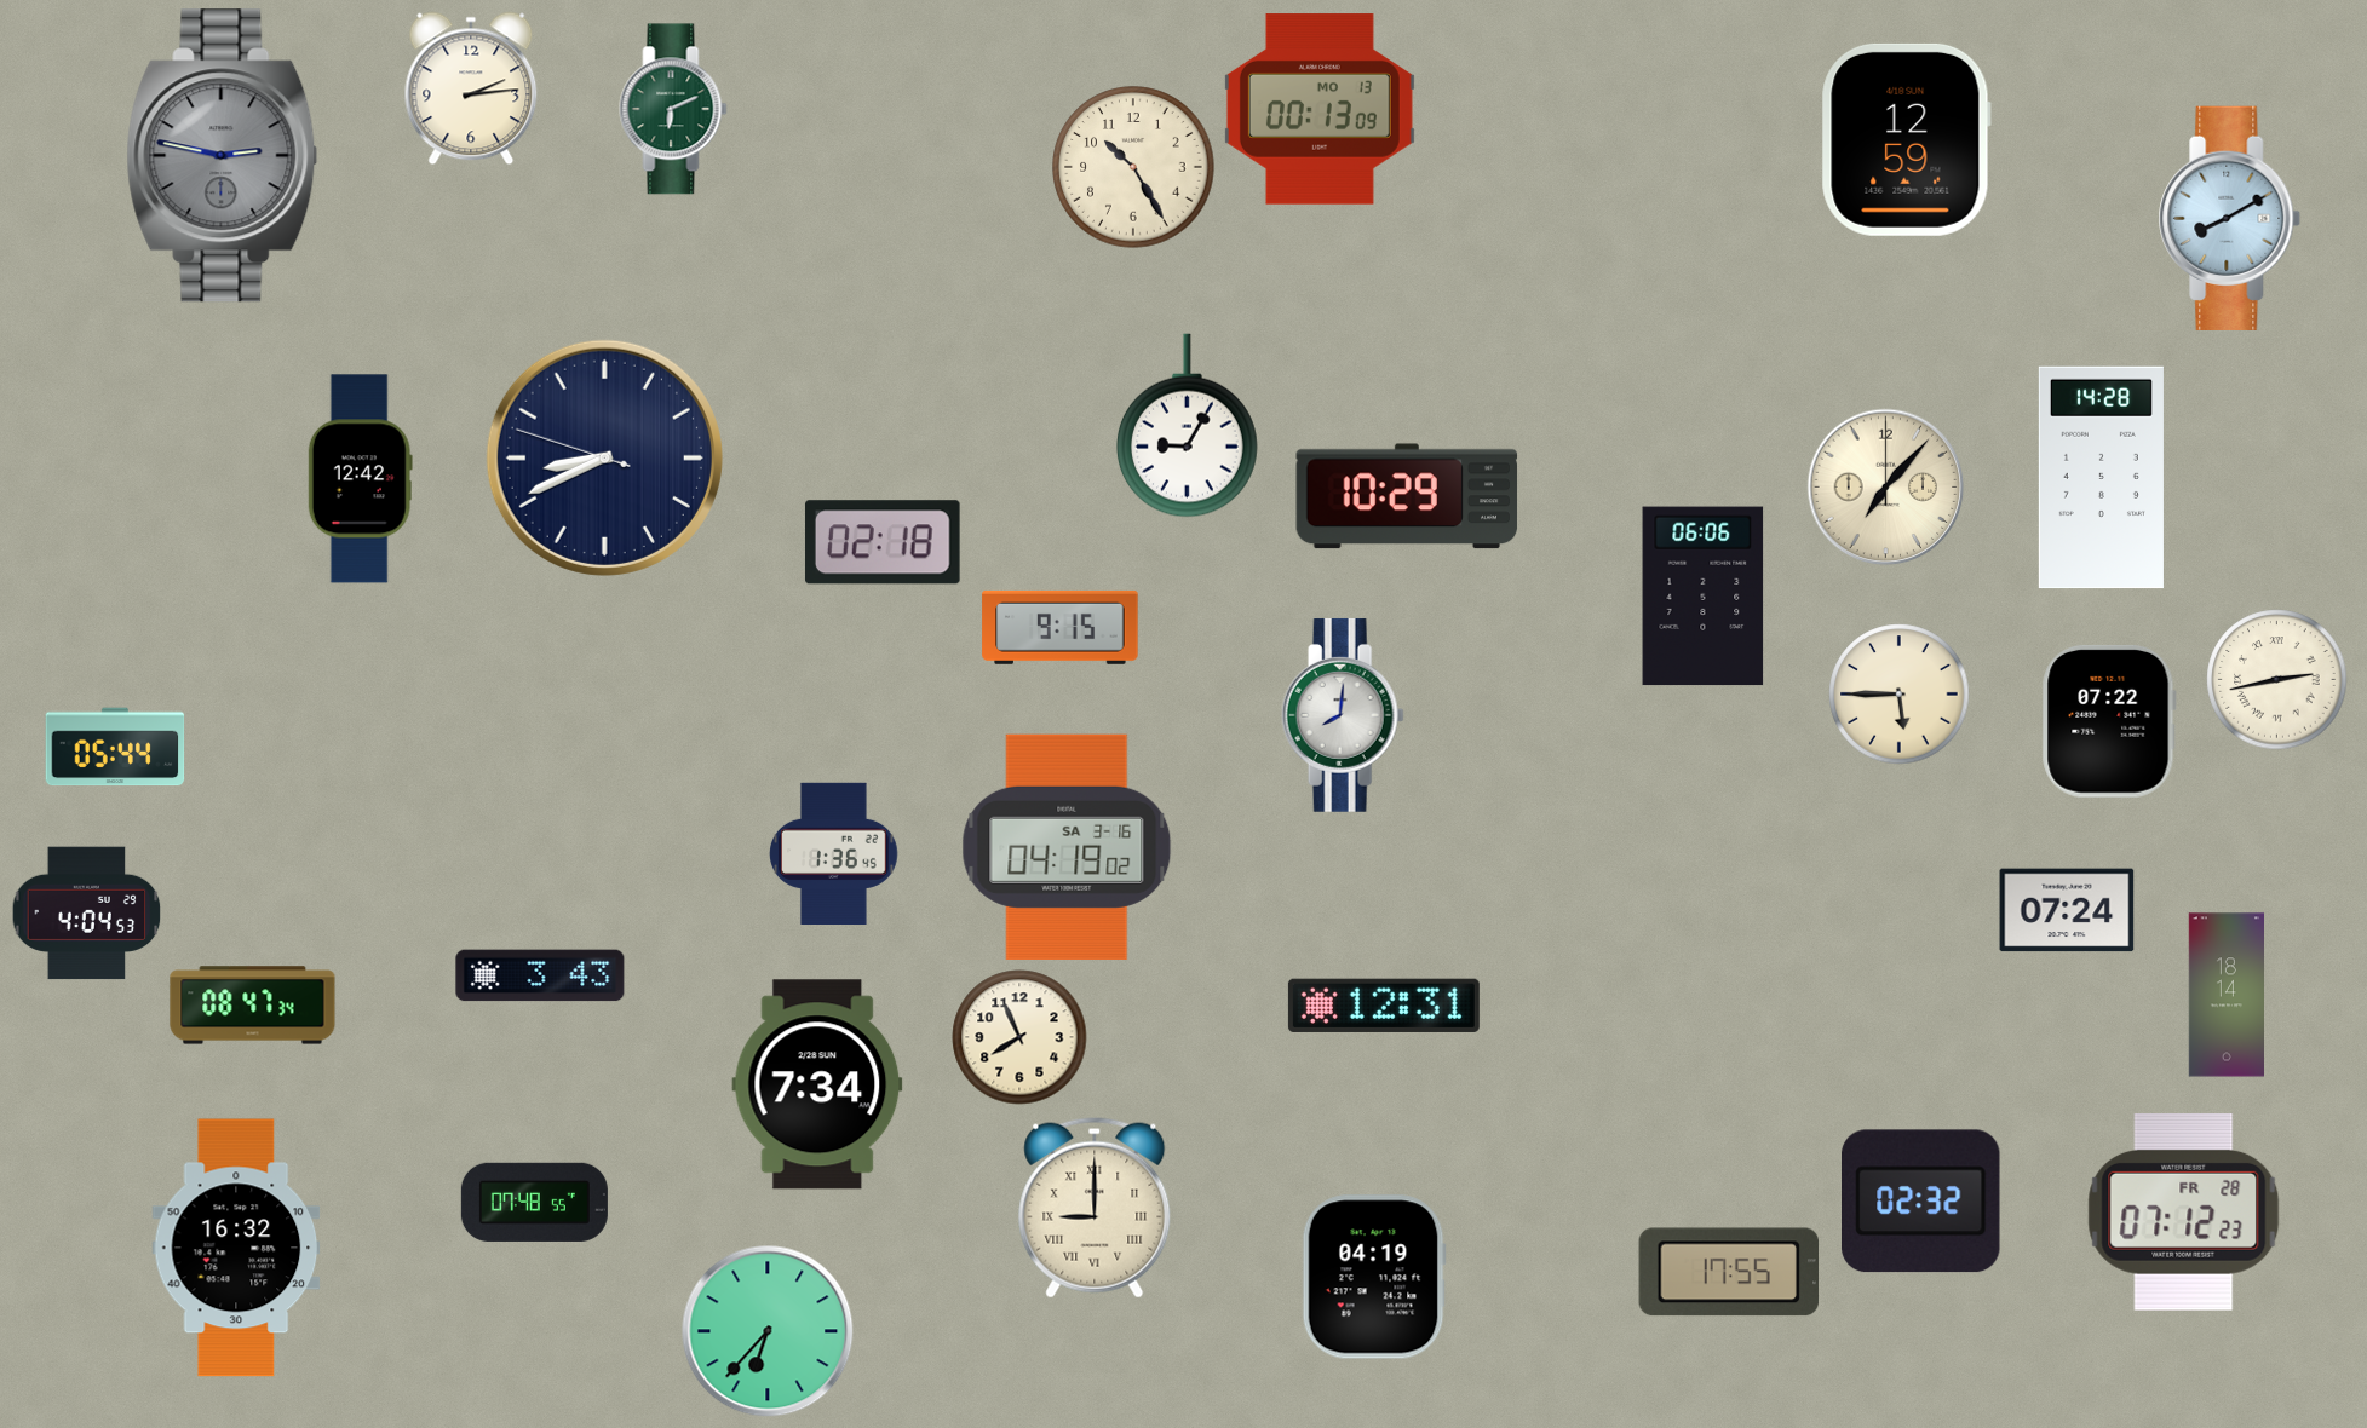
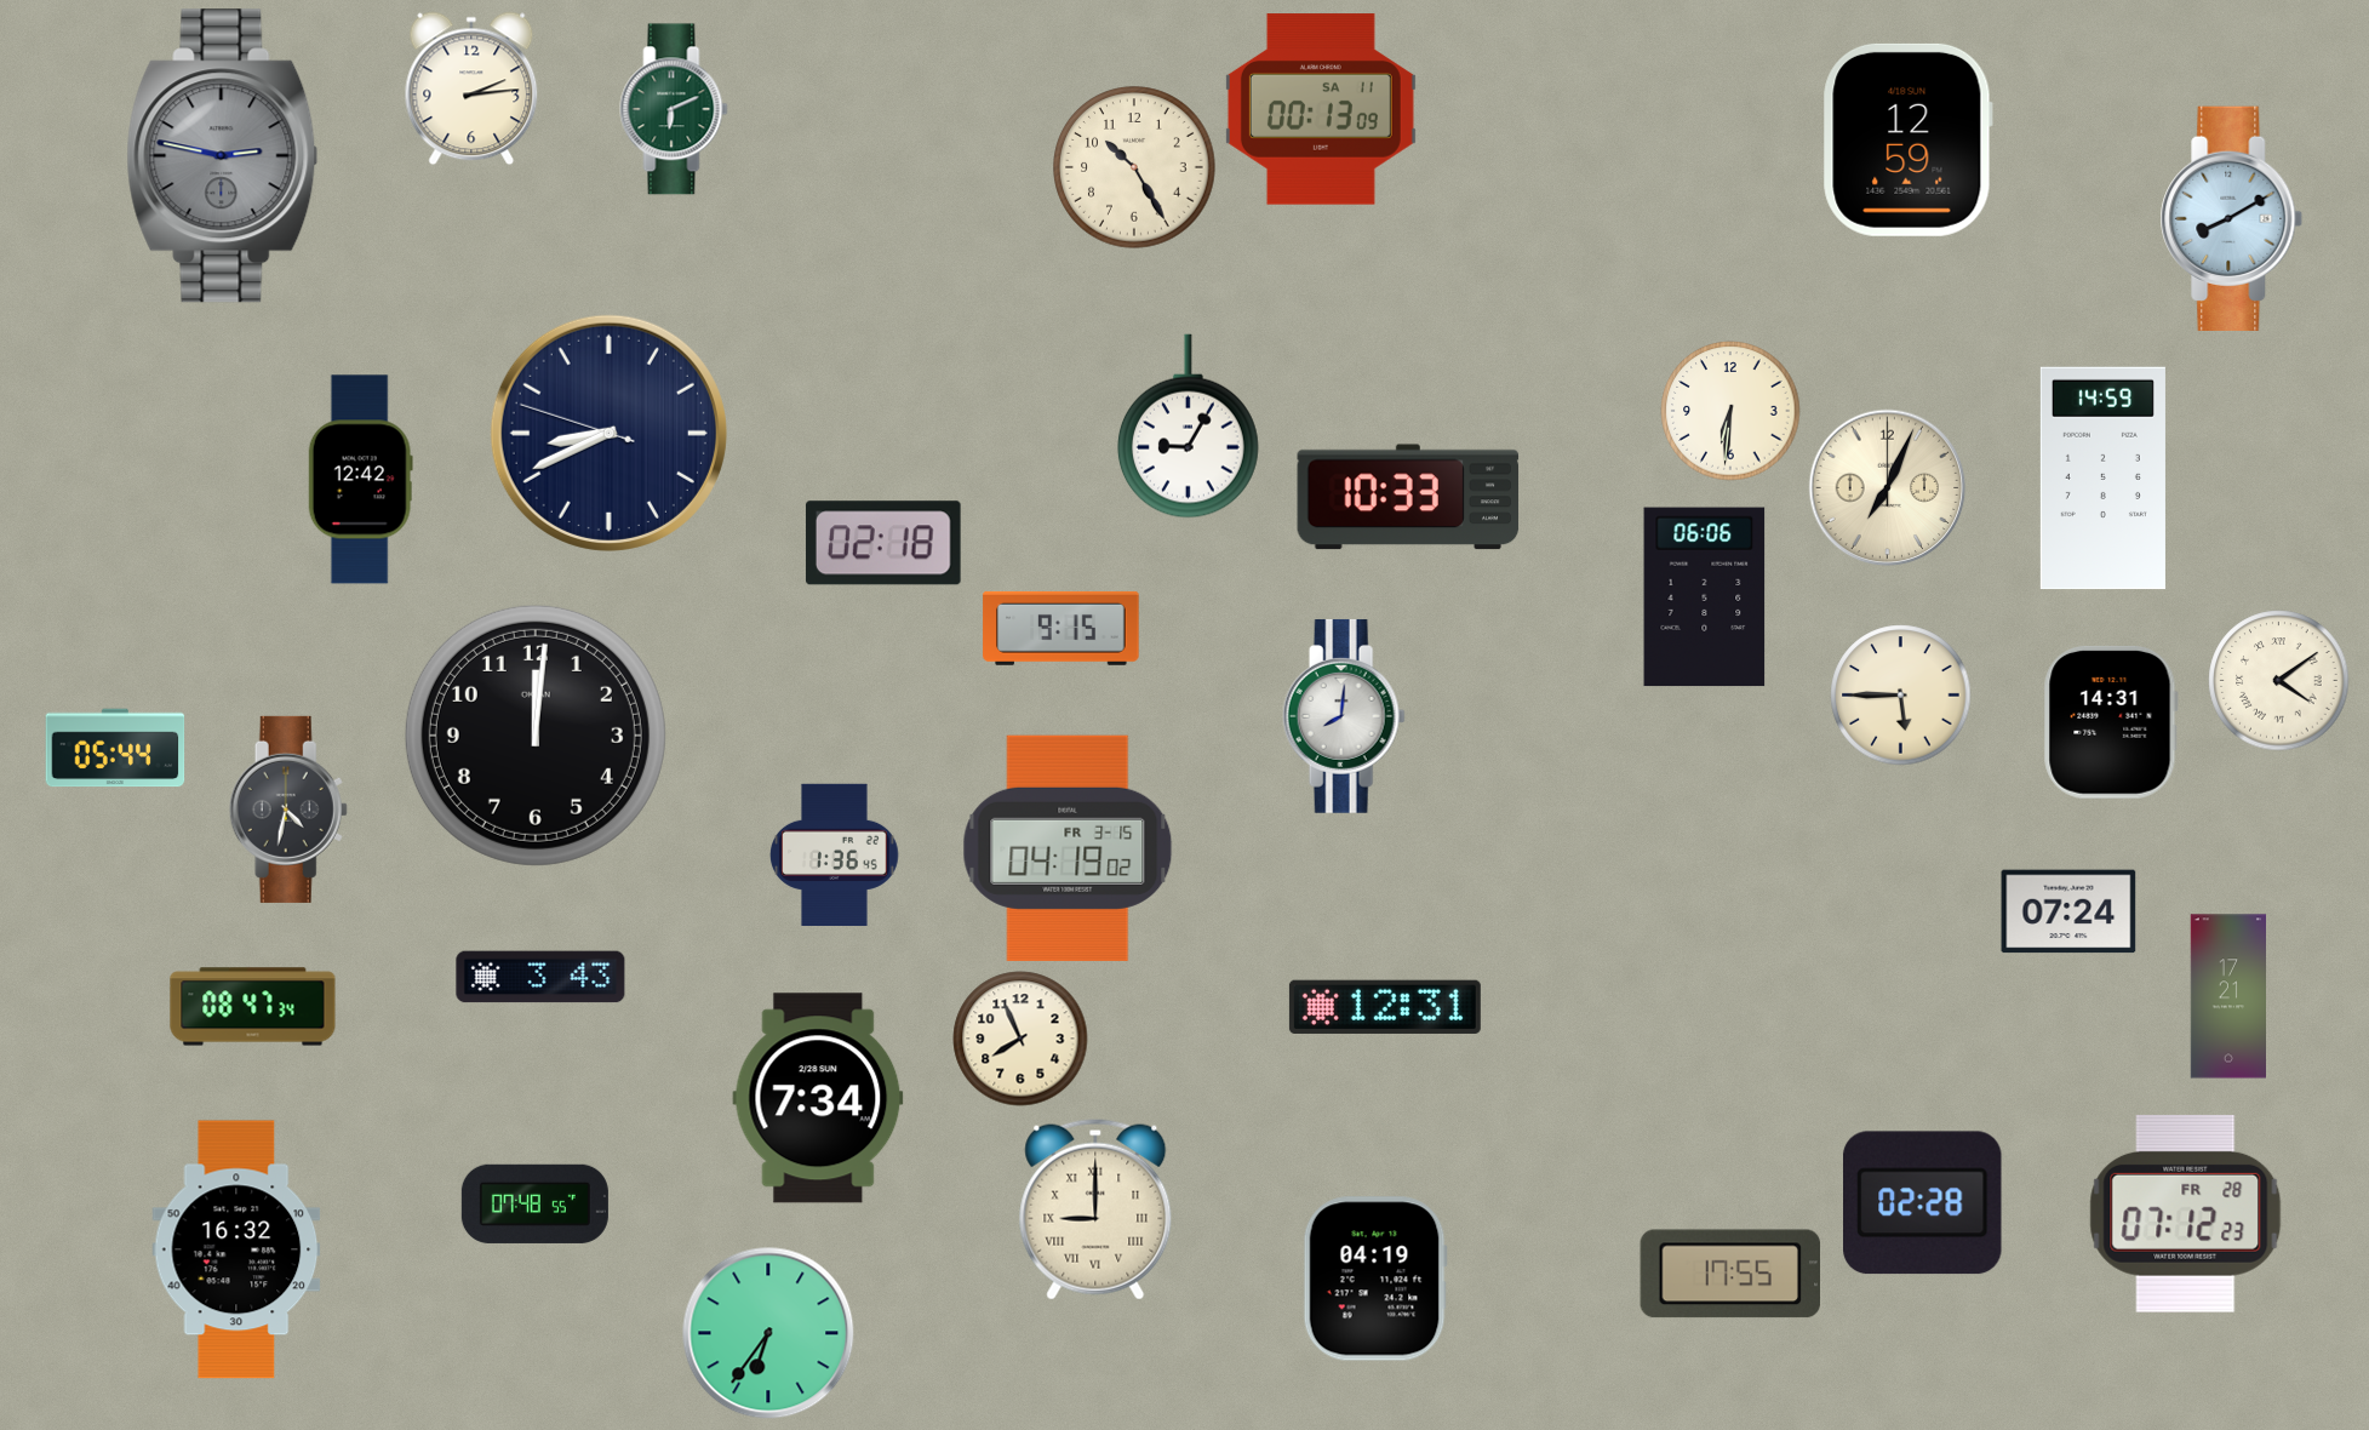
clock at (1320, 109) date: MO 13 -> SA 11
clock at (1730, 411): none -> 6:31
clock at (604, 457) position: (604, 457) -> (608, 433)
clock at (2101, 478): 14:28 -> 14:59
clock at (1886, 488): 7:07 -> 7:04
clock at (1407, 496): 10:29 -> 10:33
clock at (2277, 680): 2:43 -> 4:09
clock at (2109, 721): 07:22 -> 14:31
clock at (536, 736): none -> 12:01
clock at (288, 810): none -> 4:32
clock at (1067, 847) date: SA 3-16 -> FR 3-15
clock at (87, 914): 4:04 -> none
clock at (2225, 995): 18:14 -> 17:21
clock at (817, 1084) position: (817, 1084) -> (818, 1098)
clock at (1921, 1202): 02:32 -> 02:28
clock at (768, 1331): 6:37 -> 6:36
